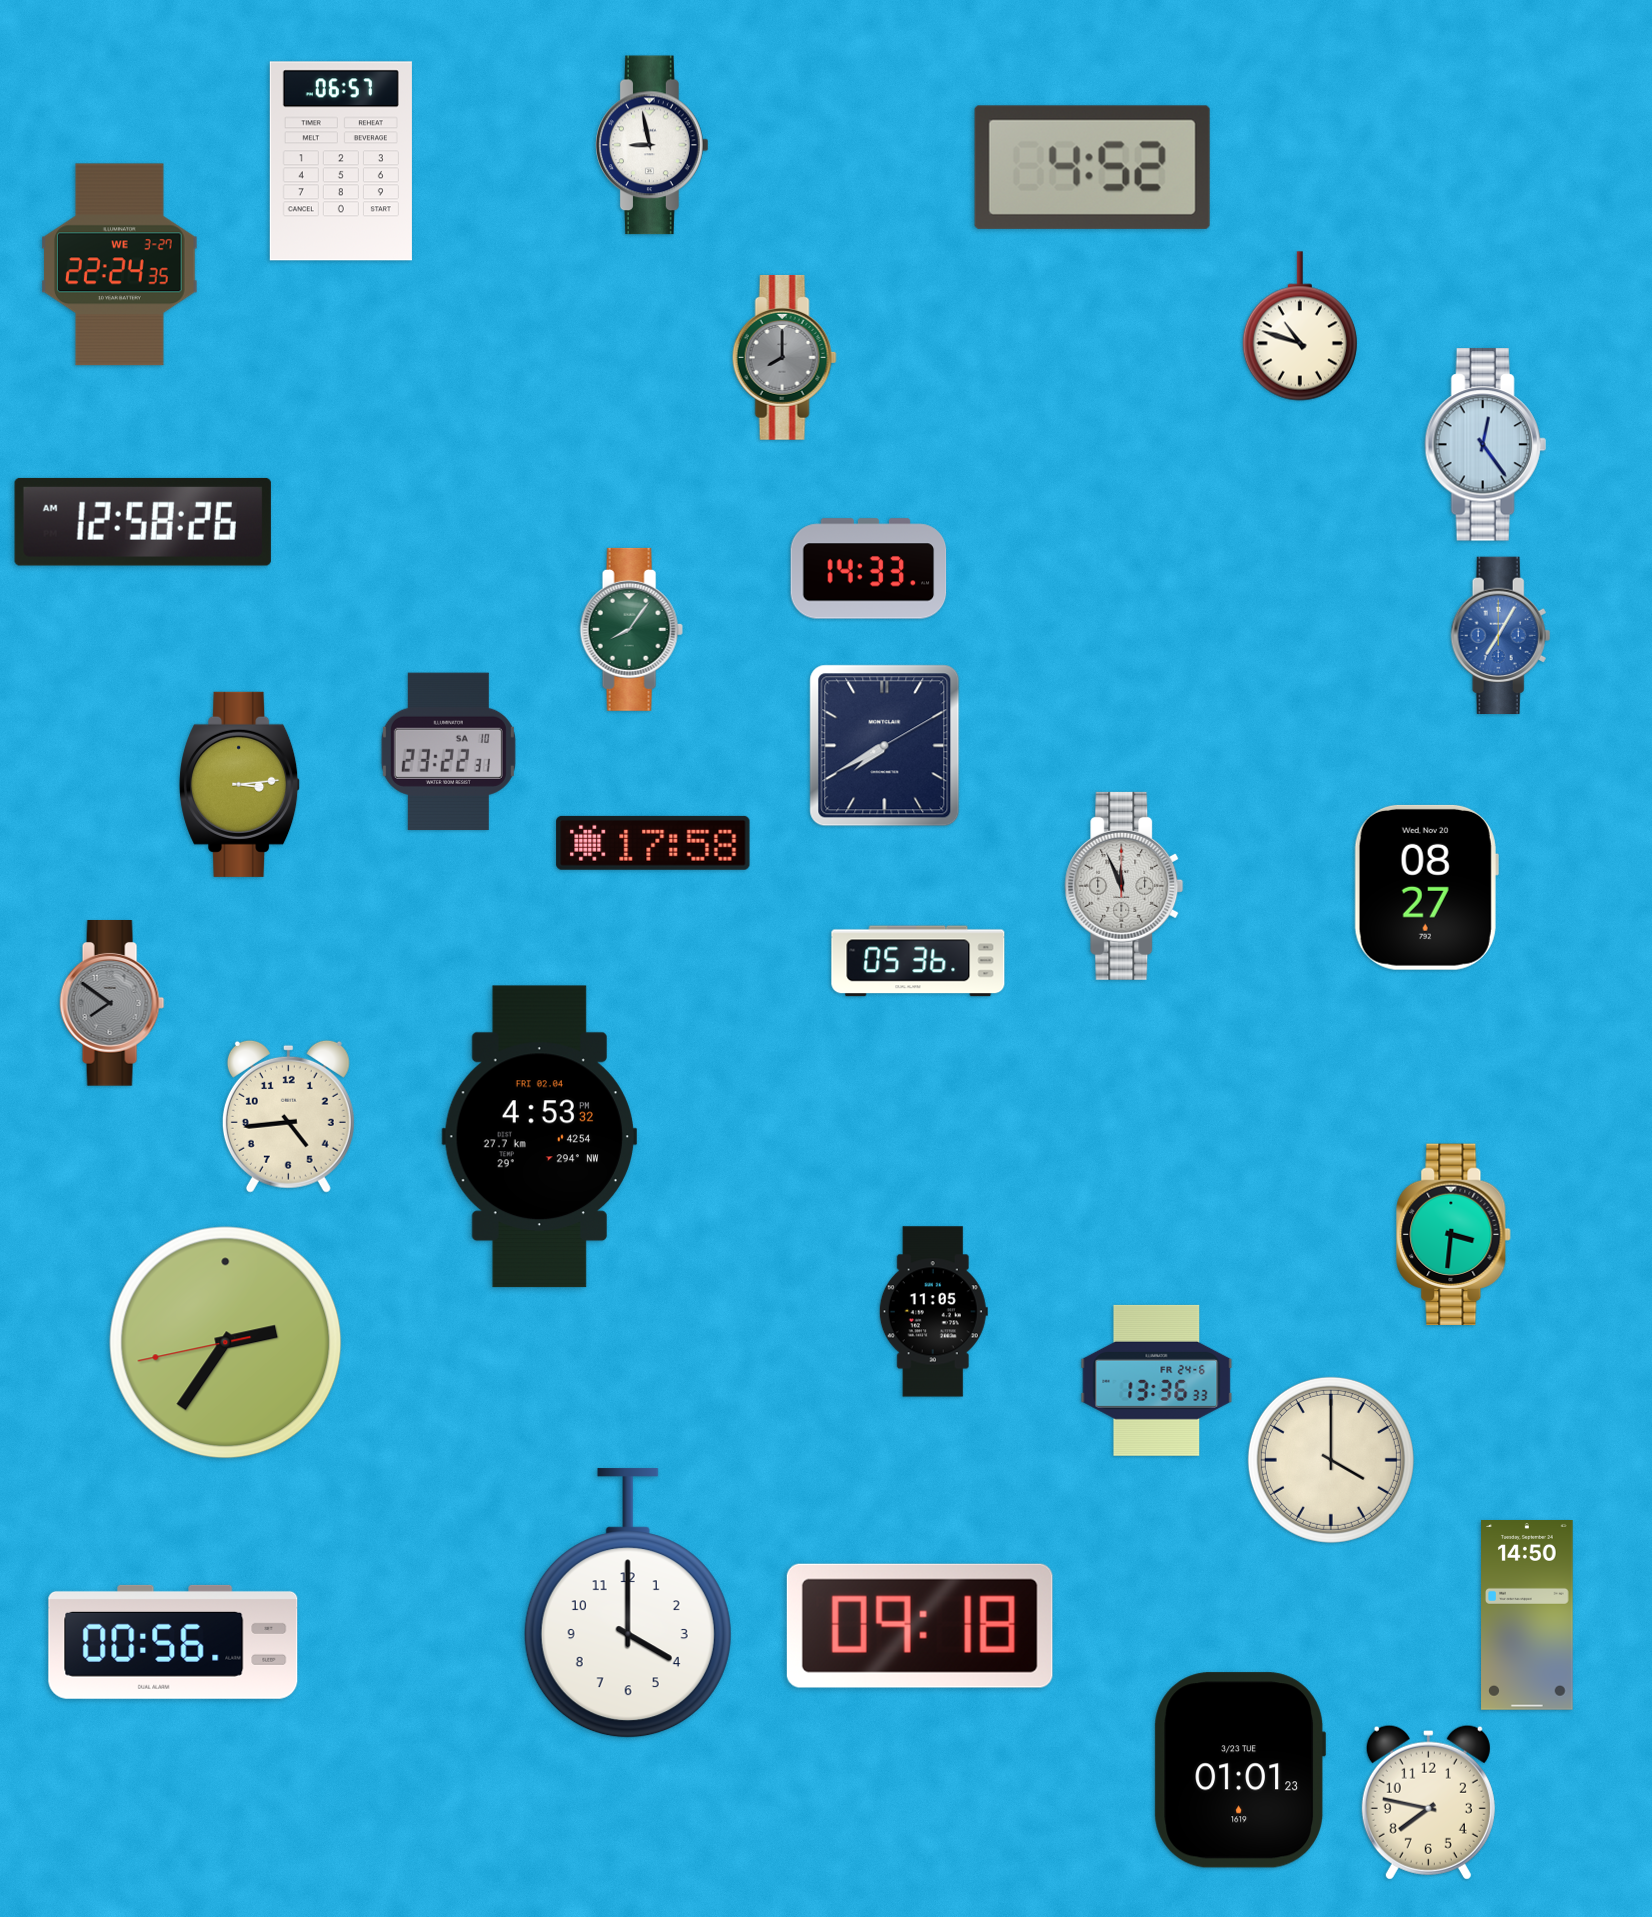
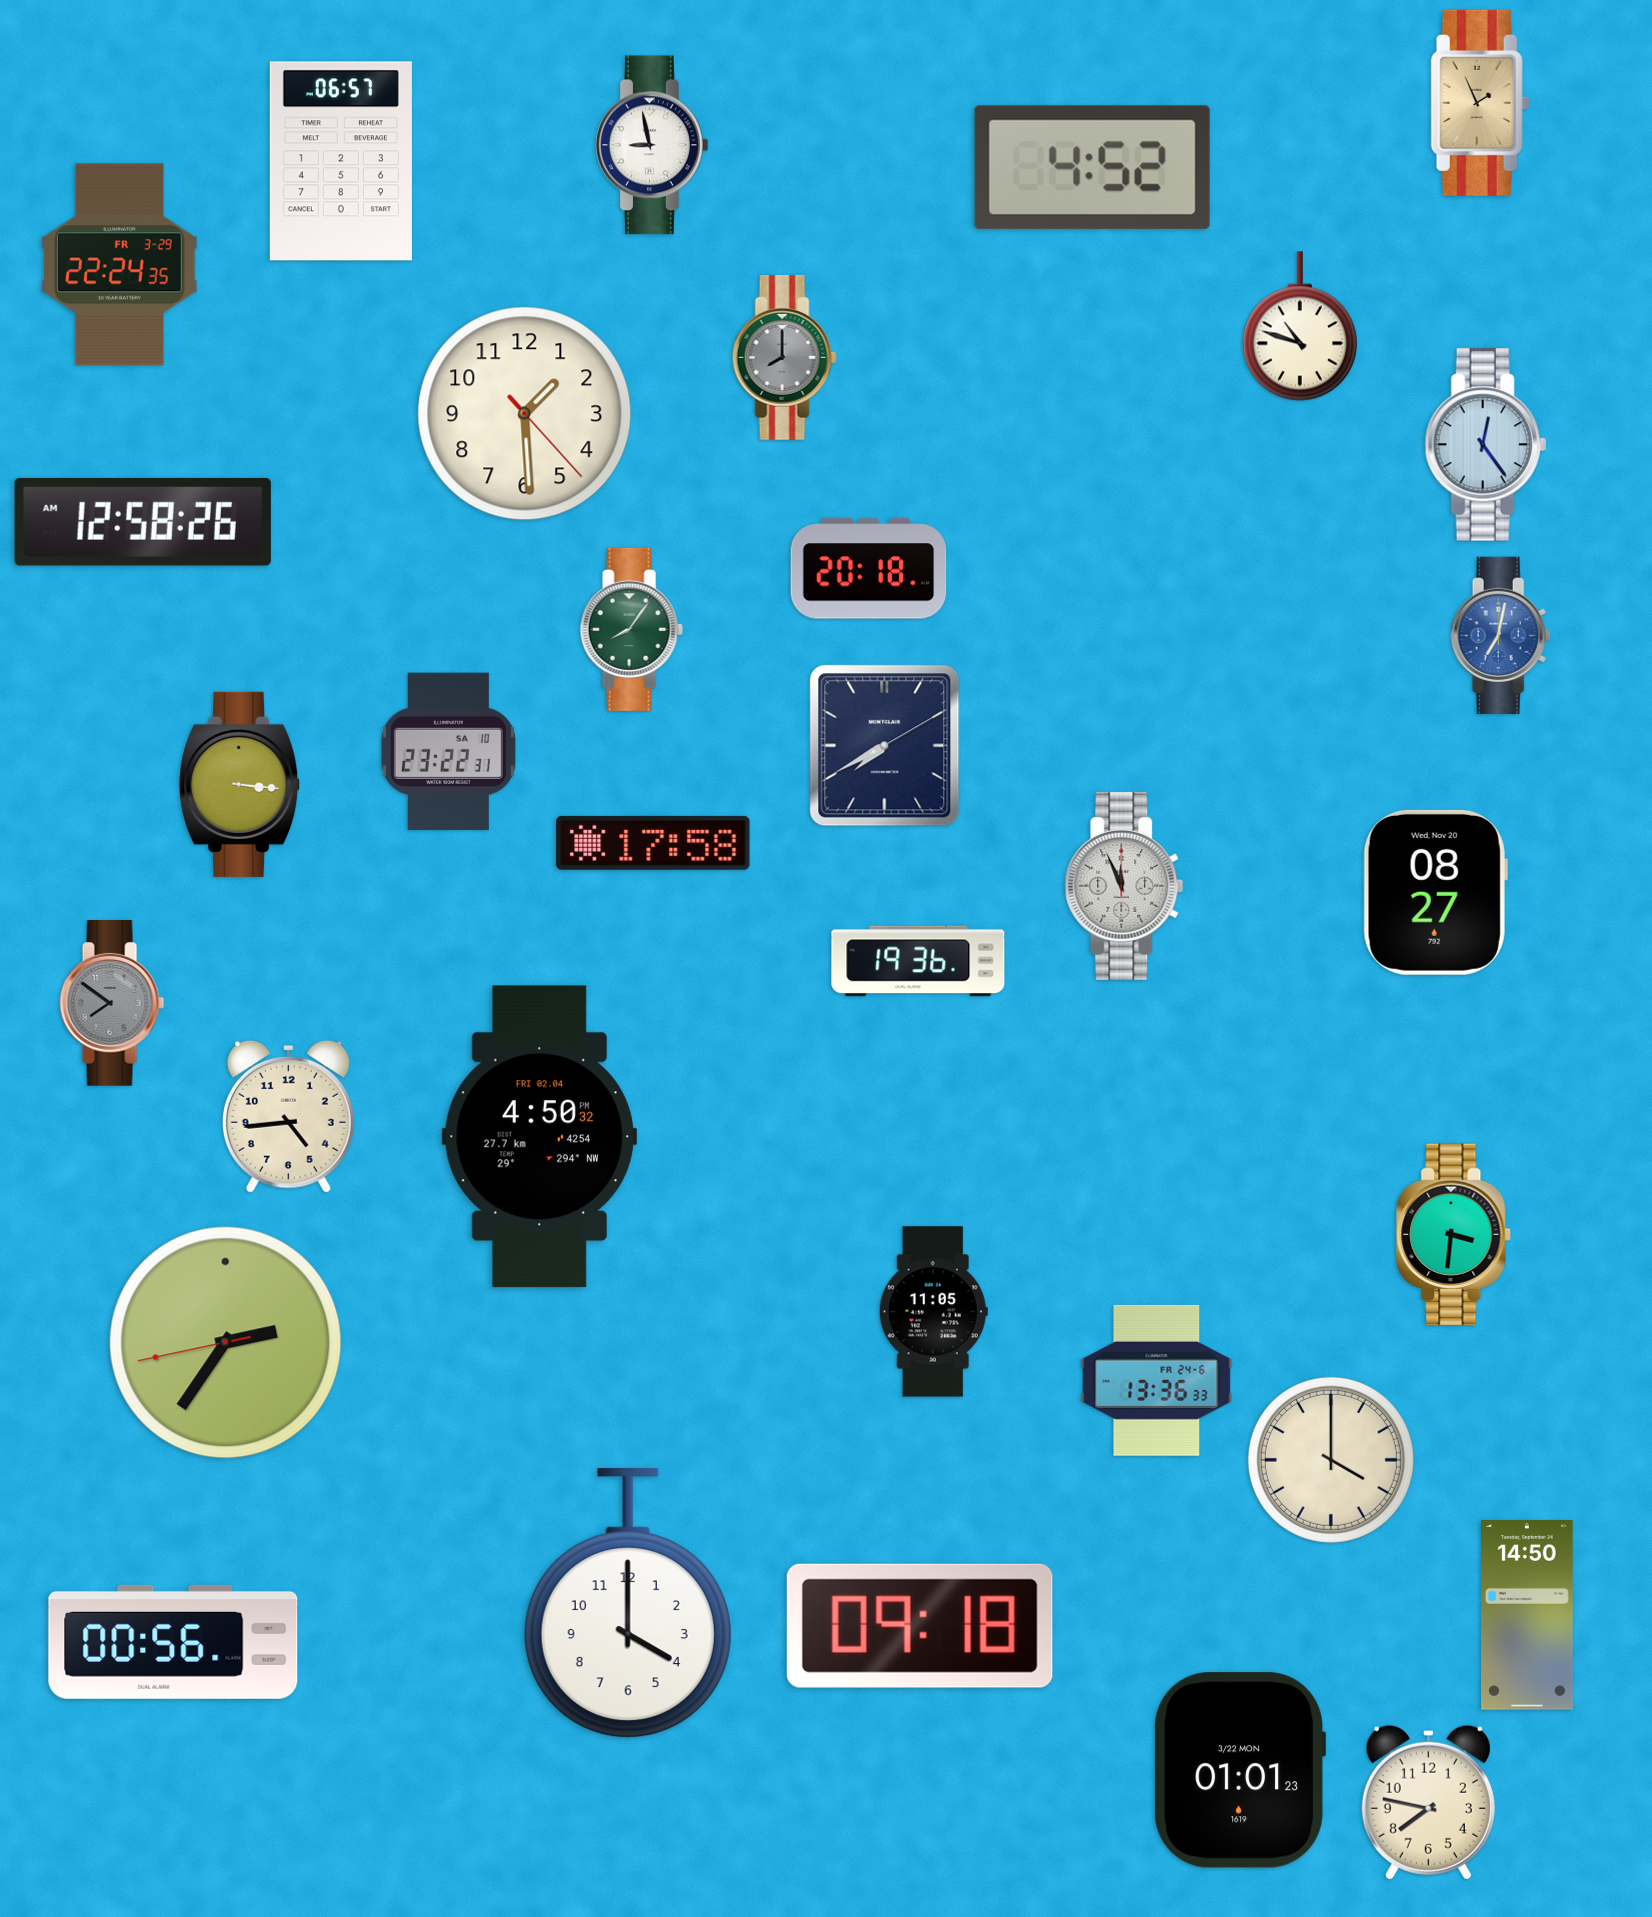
clock at (1480, 103): none -> 1:56
clock at (120, 265) date: WE 3-27 -> FR 3-29
clock at (525, 414): none -> 1:29
clock at (869, 569): 14:33 -> 20:18
clock at (1501, 635): 7:05 -> 7:02
clock at (240, 784): 3:14 -> 3:16
clock at (1426, 887) position: (1426, 887) -> (1435, 892)
clock at (918, 961): 05:36 -> 19:36
clock at (539, 1137): 4:53 -> 4:50
clock at (1240, 1770) date: 3/23 TUE -> 3/22 MON
